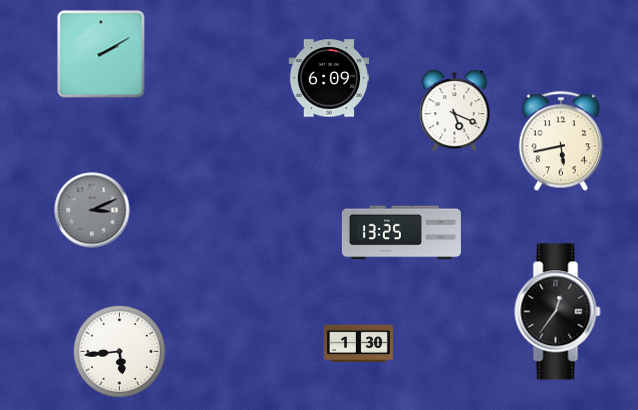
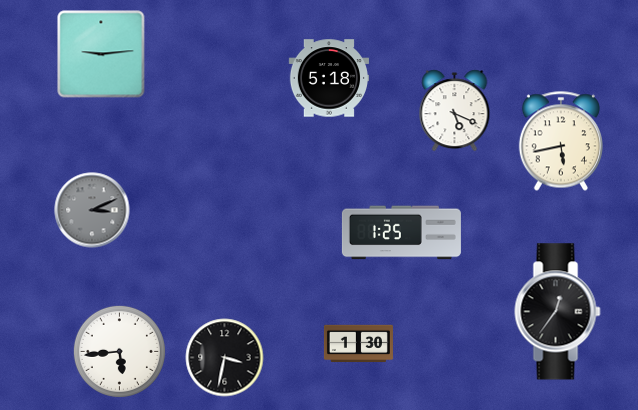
clock at (101, 54): 2:10 -> 9:14
clock at (328, 78): 6:09 -> 5:18
clock at (401, 233): 13:25 -> 1:25
clock at (225, 358): none -> 3:32
